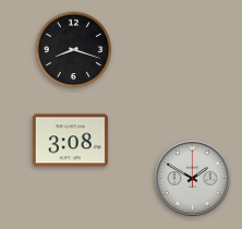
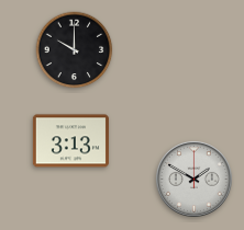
clock at (74, 50): 8:18 -> 10:00
clock at (70, 141): 3:08 -> 3:13
